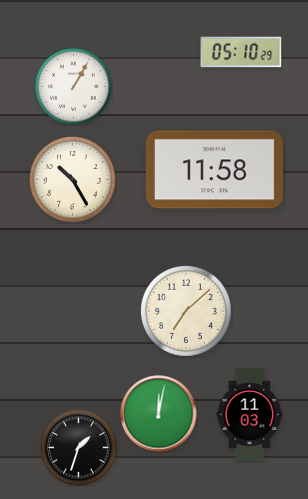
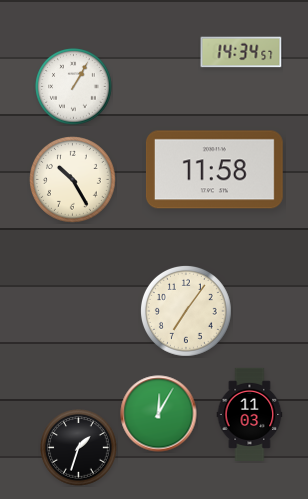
clock at (241, 52): 05:10 -> 14:34
clock at (186, 311): 7:08 -> 7:06
clock at (159, 414): 12:02 -> 12:05
